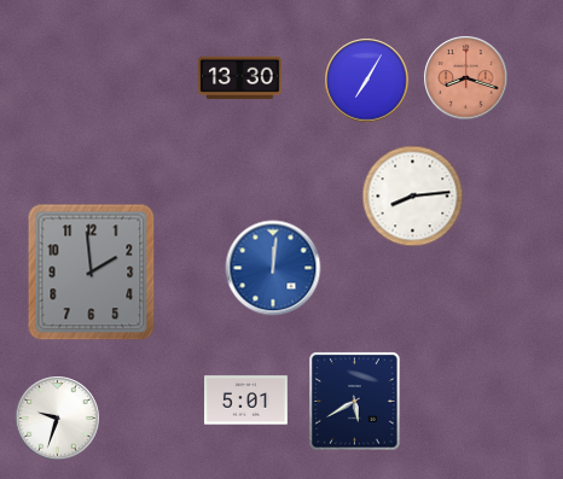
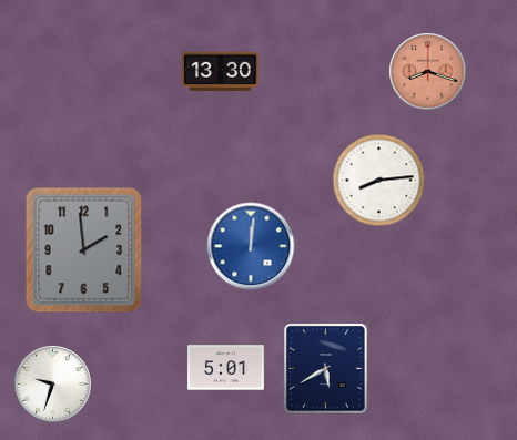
clock at (367, 81): 7:05 -> none
